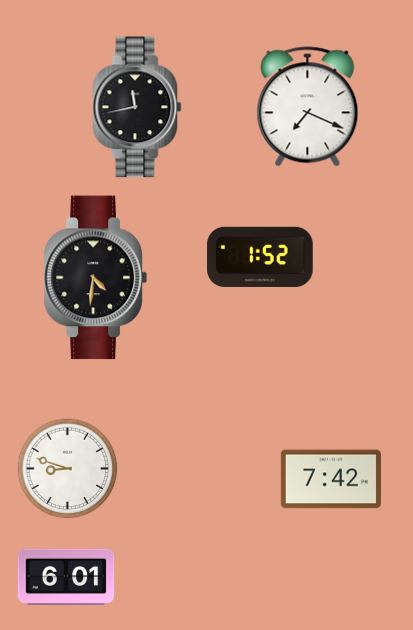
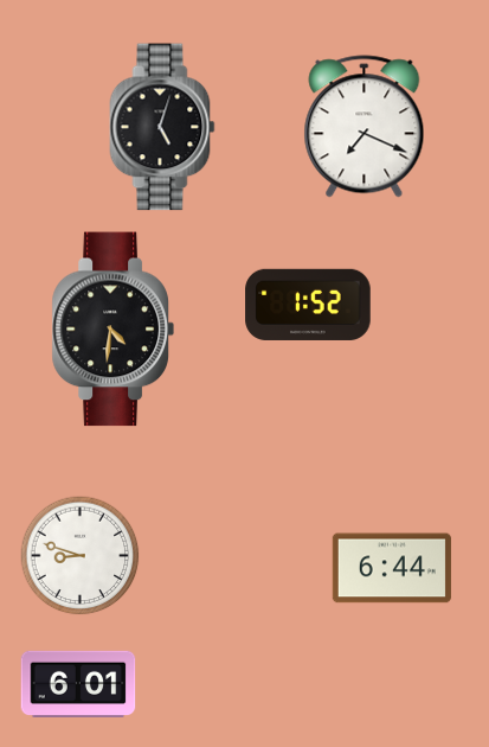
clock at (137, 107): 11:43 -> 5:03
clock at (331, 479): 7:42 -> 6:44
